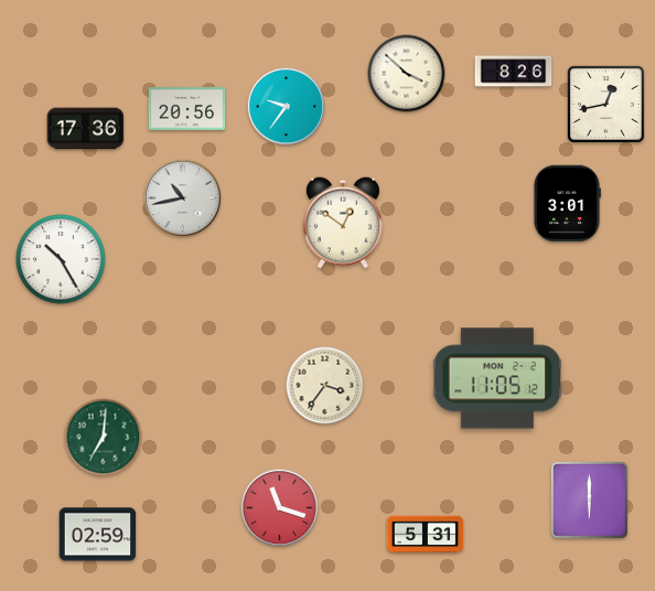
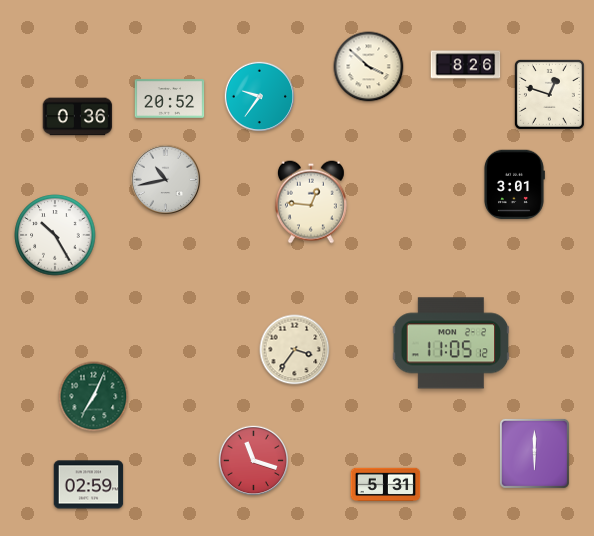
clock at (605, 104): 12:43 -> 12:48
clock at (187, 109): 20:56 -> 20:52
clock at (86, 129): 17:36 -> 0:36
clock at (343, 223): 12:51 -> 12:46
clock at (104, 438): 7:01 -> 7:04
